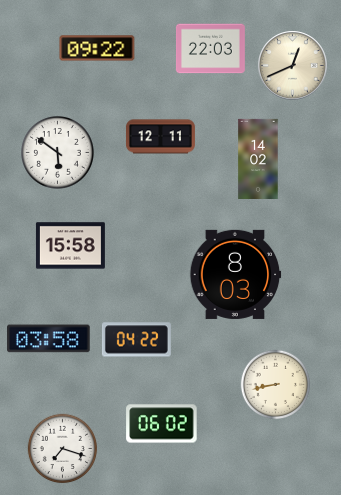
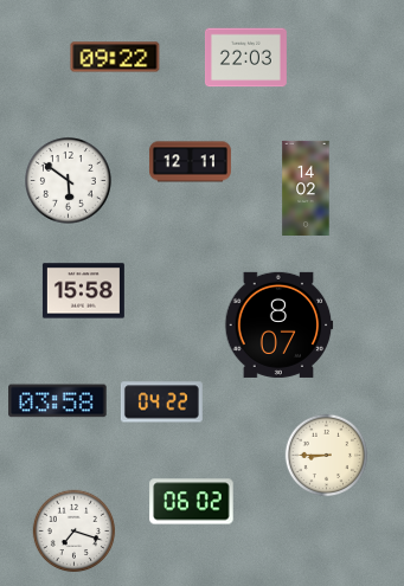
clock at (210, 49) position: (210, 49) -> (245, 58)
clock at (293, 66): 12:41 -> none
clock at (236, 274): 8:03 -> 8:07
clock at (276, 385): 8:43 -> 8:45
